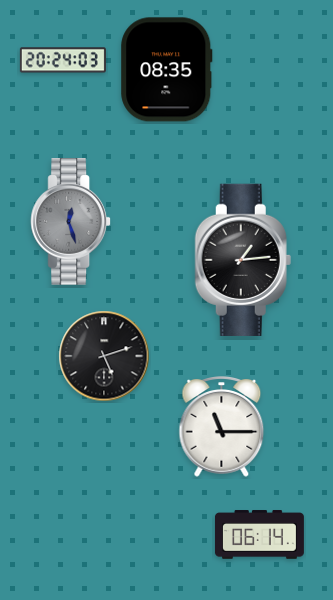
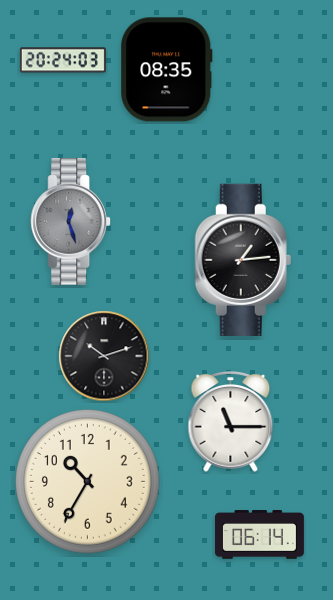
clock at (104, 356): 5:12 -> 10:12
clock at (222, 427) position: (222, 427) -> (231, 422)
clock at (88, 482): none -> 10:35
